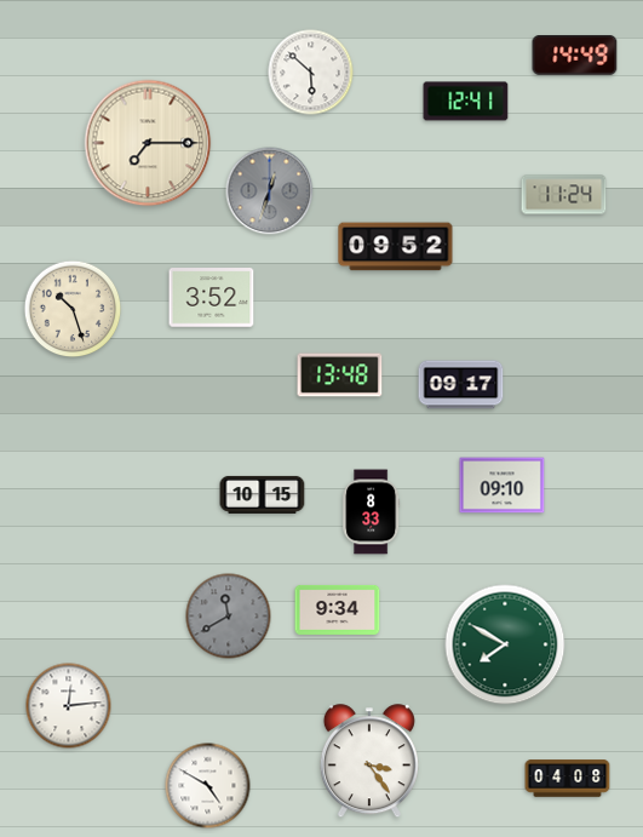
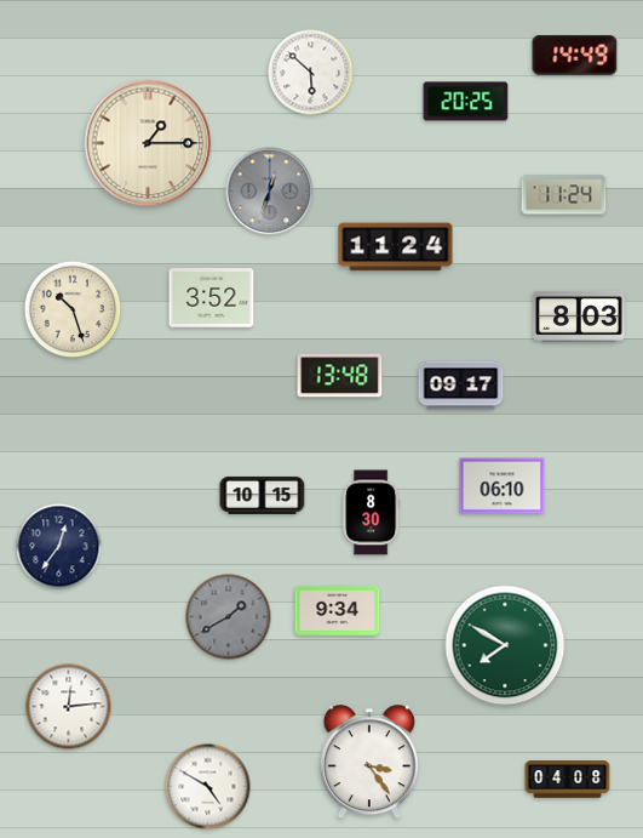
clock at (466, 102): 12:41 -> 20:25
clock at (148, 143): 7:15 -> 1:15
clock at (396, 247): 09:52 -> 11:24
clock at (580, 317): none -> 8:03
clock at (503, 486): 09:10 -> 06:10
clock at (372, 512): 8:33 -> 8:30
clock at (59, 547): none -> 12:36
clock at (229, 617): 11:40 -> 1:40
